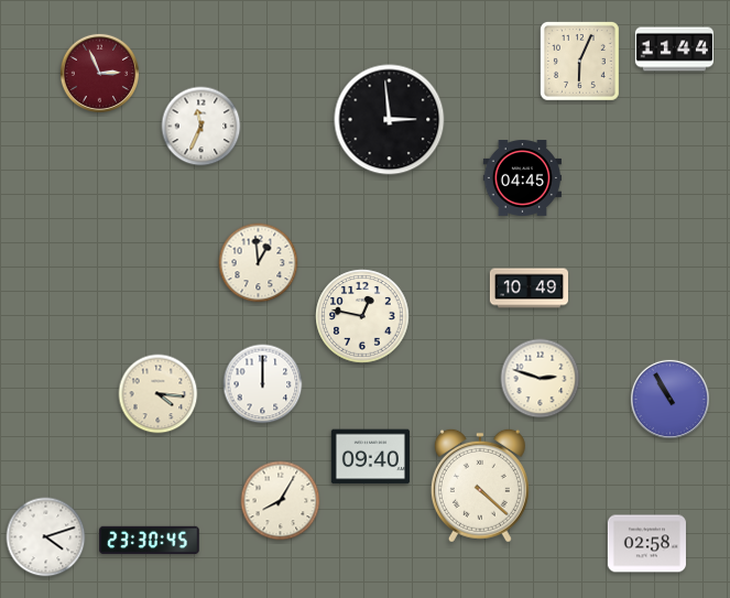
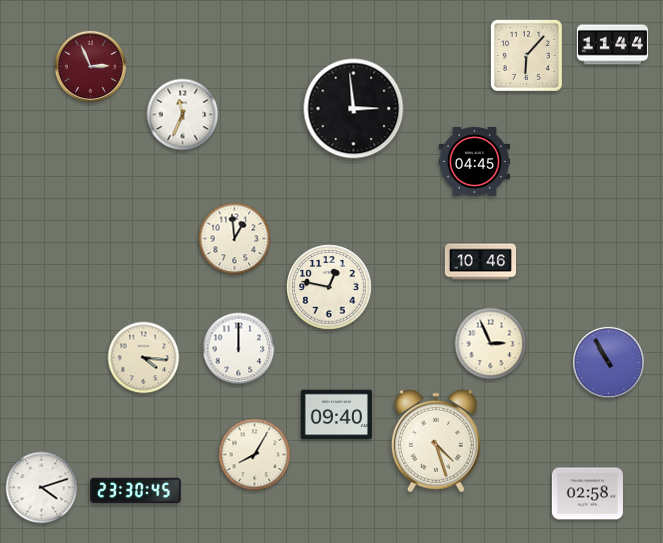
clock at (579, 61): 6:04 -> 6:07
clock at (529, 289): 10:49 -> 10:46
clock at (541, 379): 2:48 -> 2:56
clock at (480, 486): 4:22 -> 4:27
